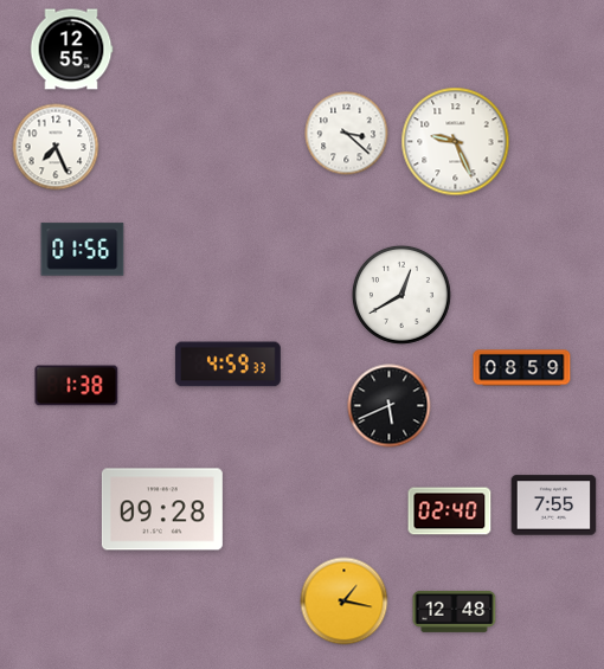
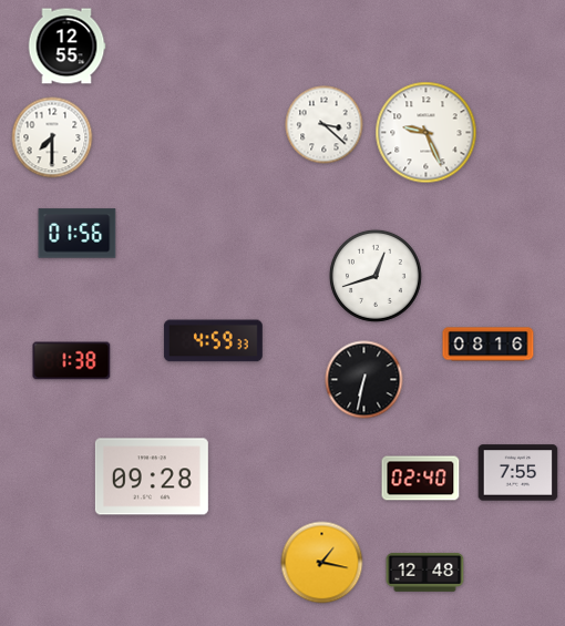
clock at (56, 147): 7:26 -> 7:30
clock at (401, 295): 12:40 -> 12:42
clock at (522, 368): 08:59 -> 08:16
clock at (390, 406): 5:41 -> 6:32
